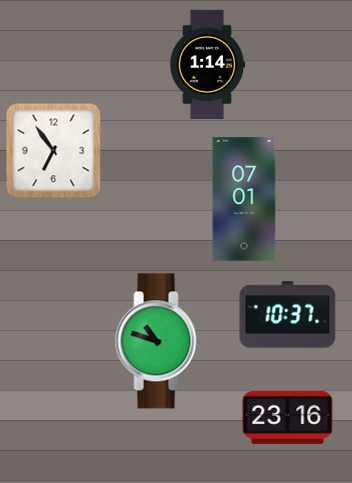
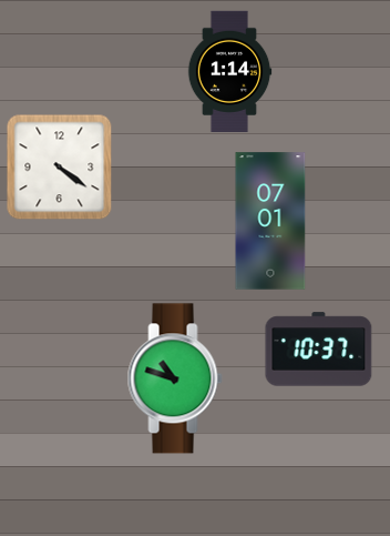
clock at (54, 151): 6:54 -> 4:21
clock at (288, 417): 23:16 -> none
